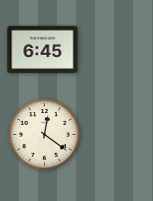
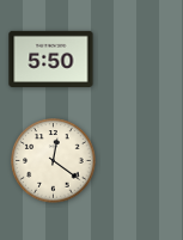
clock at (43, 49): 6:45 -> 5:50
